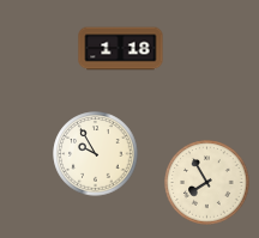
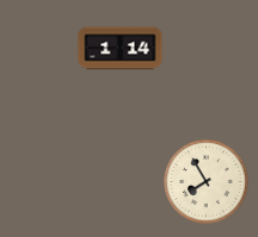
clock at (121, 49): 1:18 -> 1:14
clock at (96, 154): 9:55 -> none
